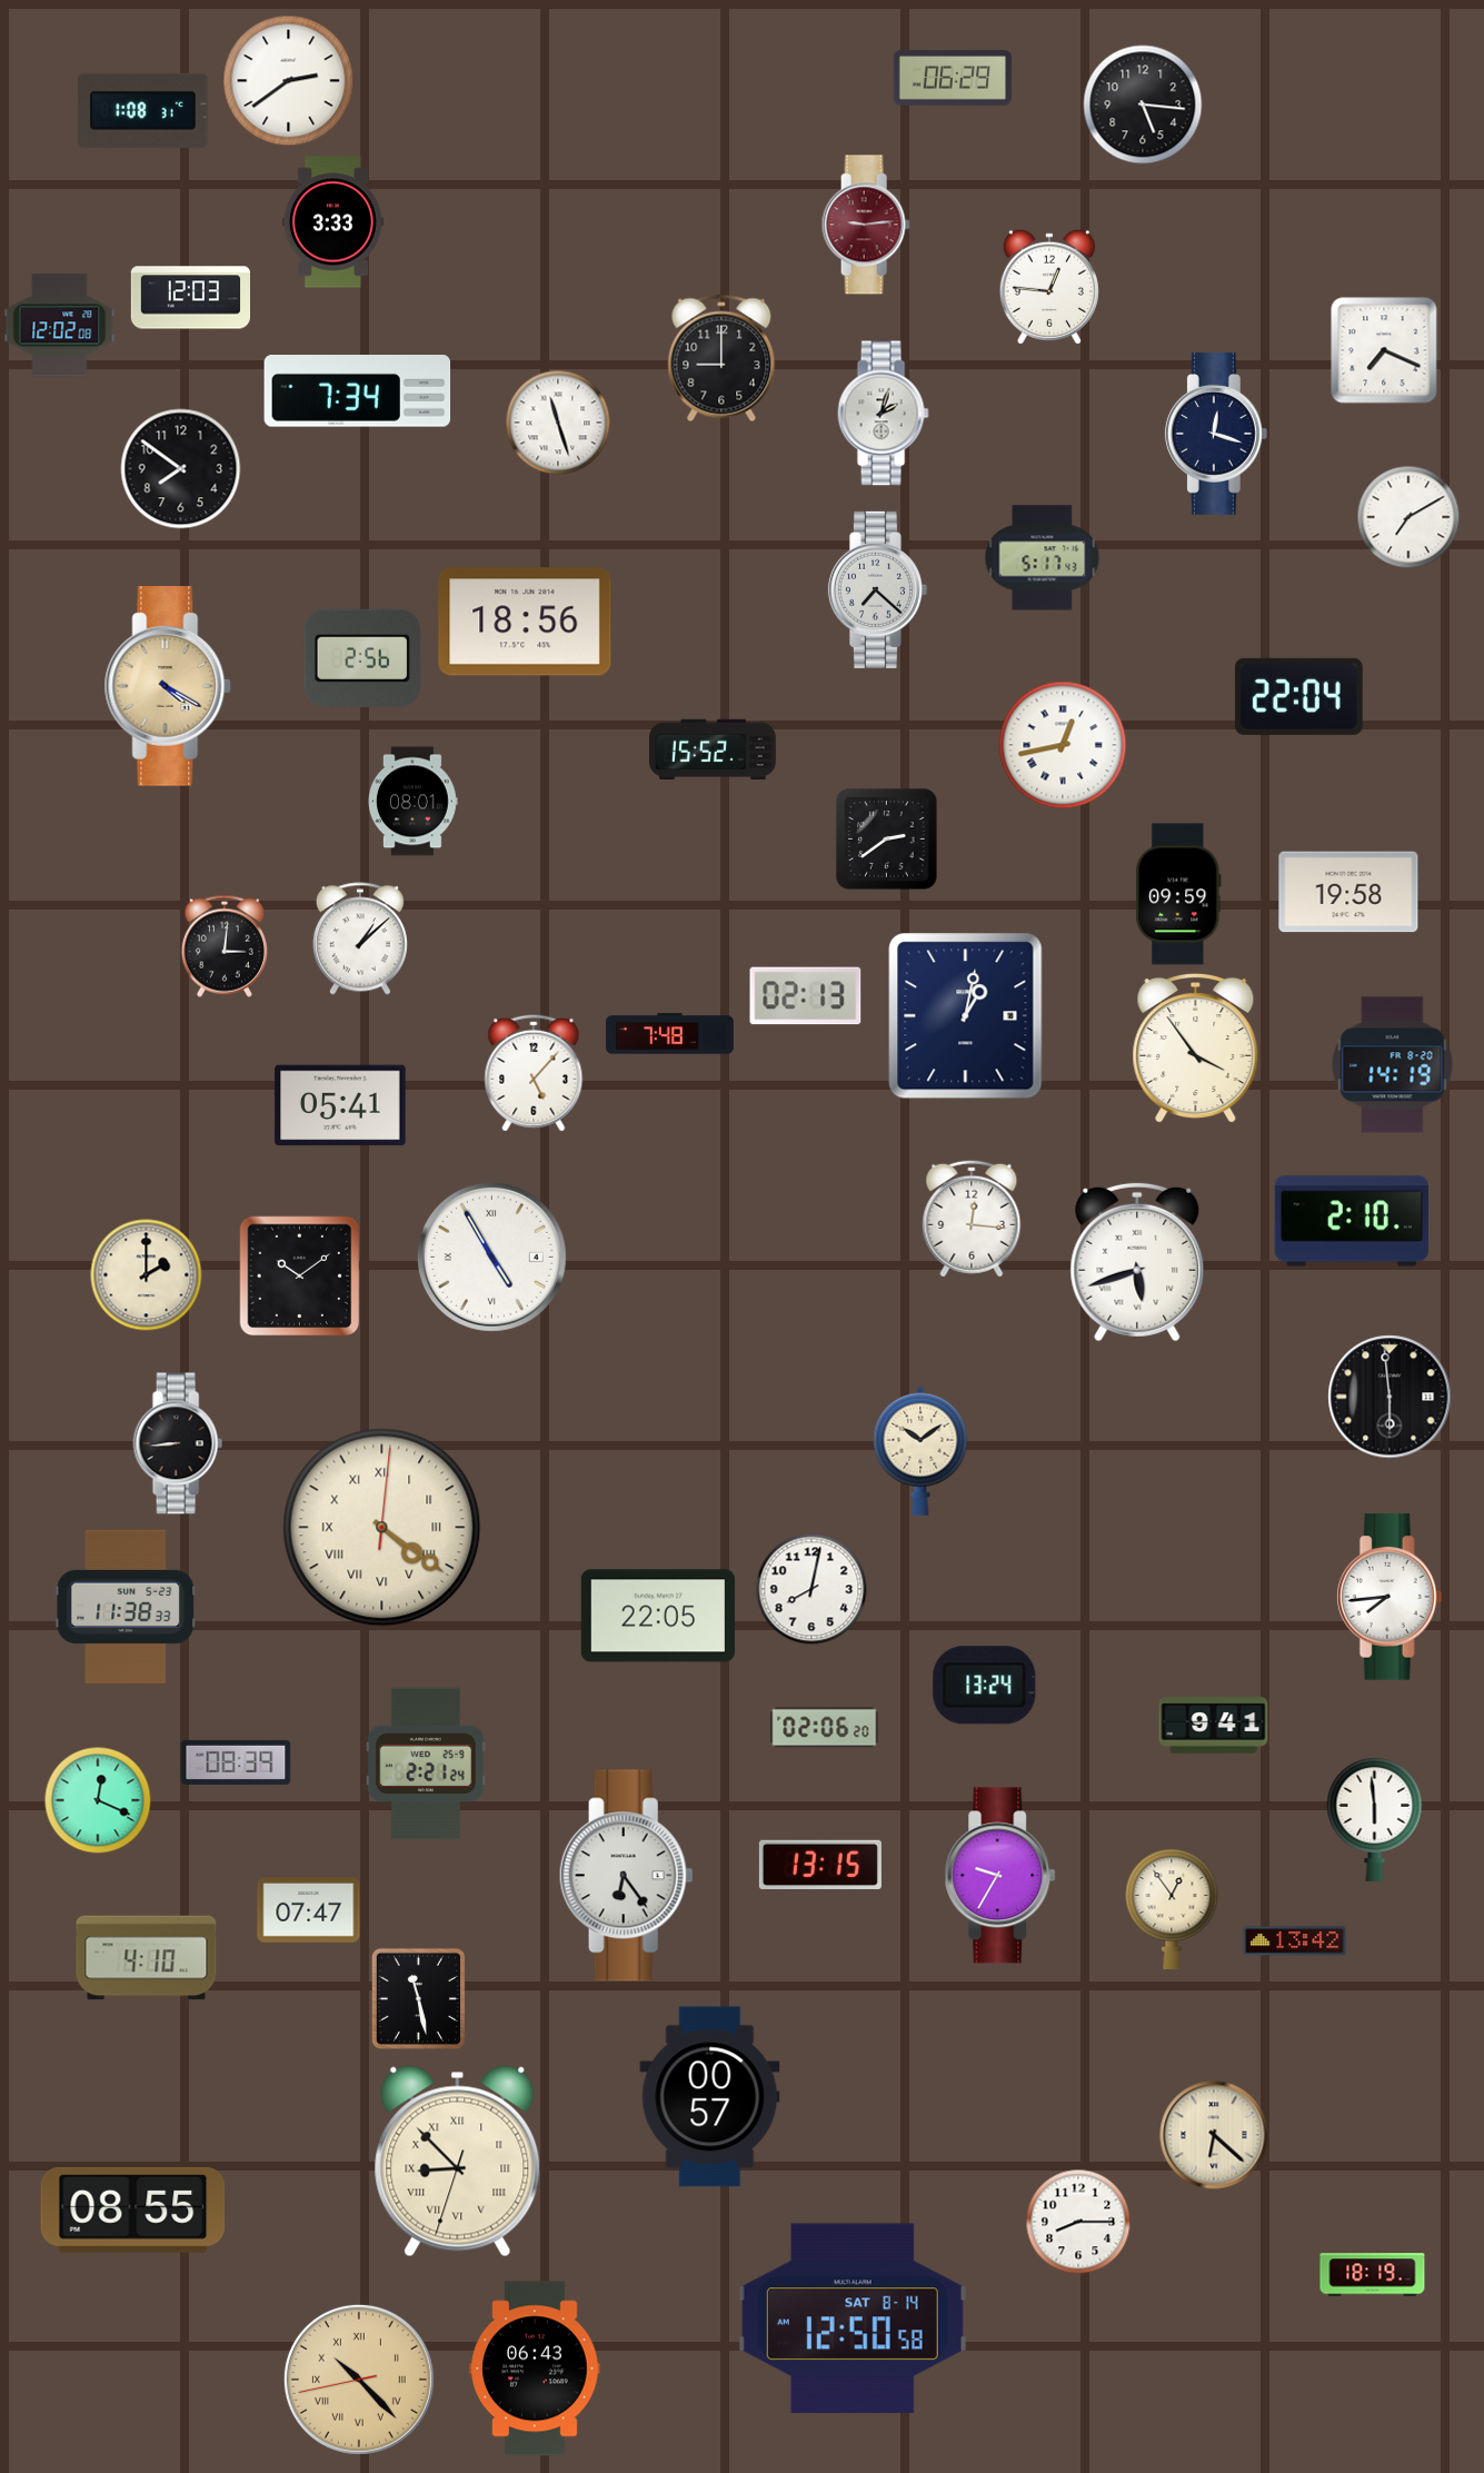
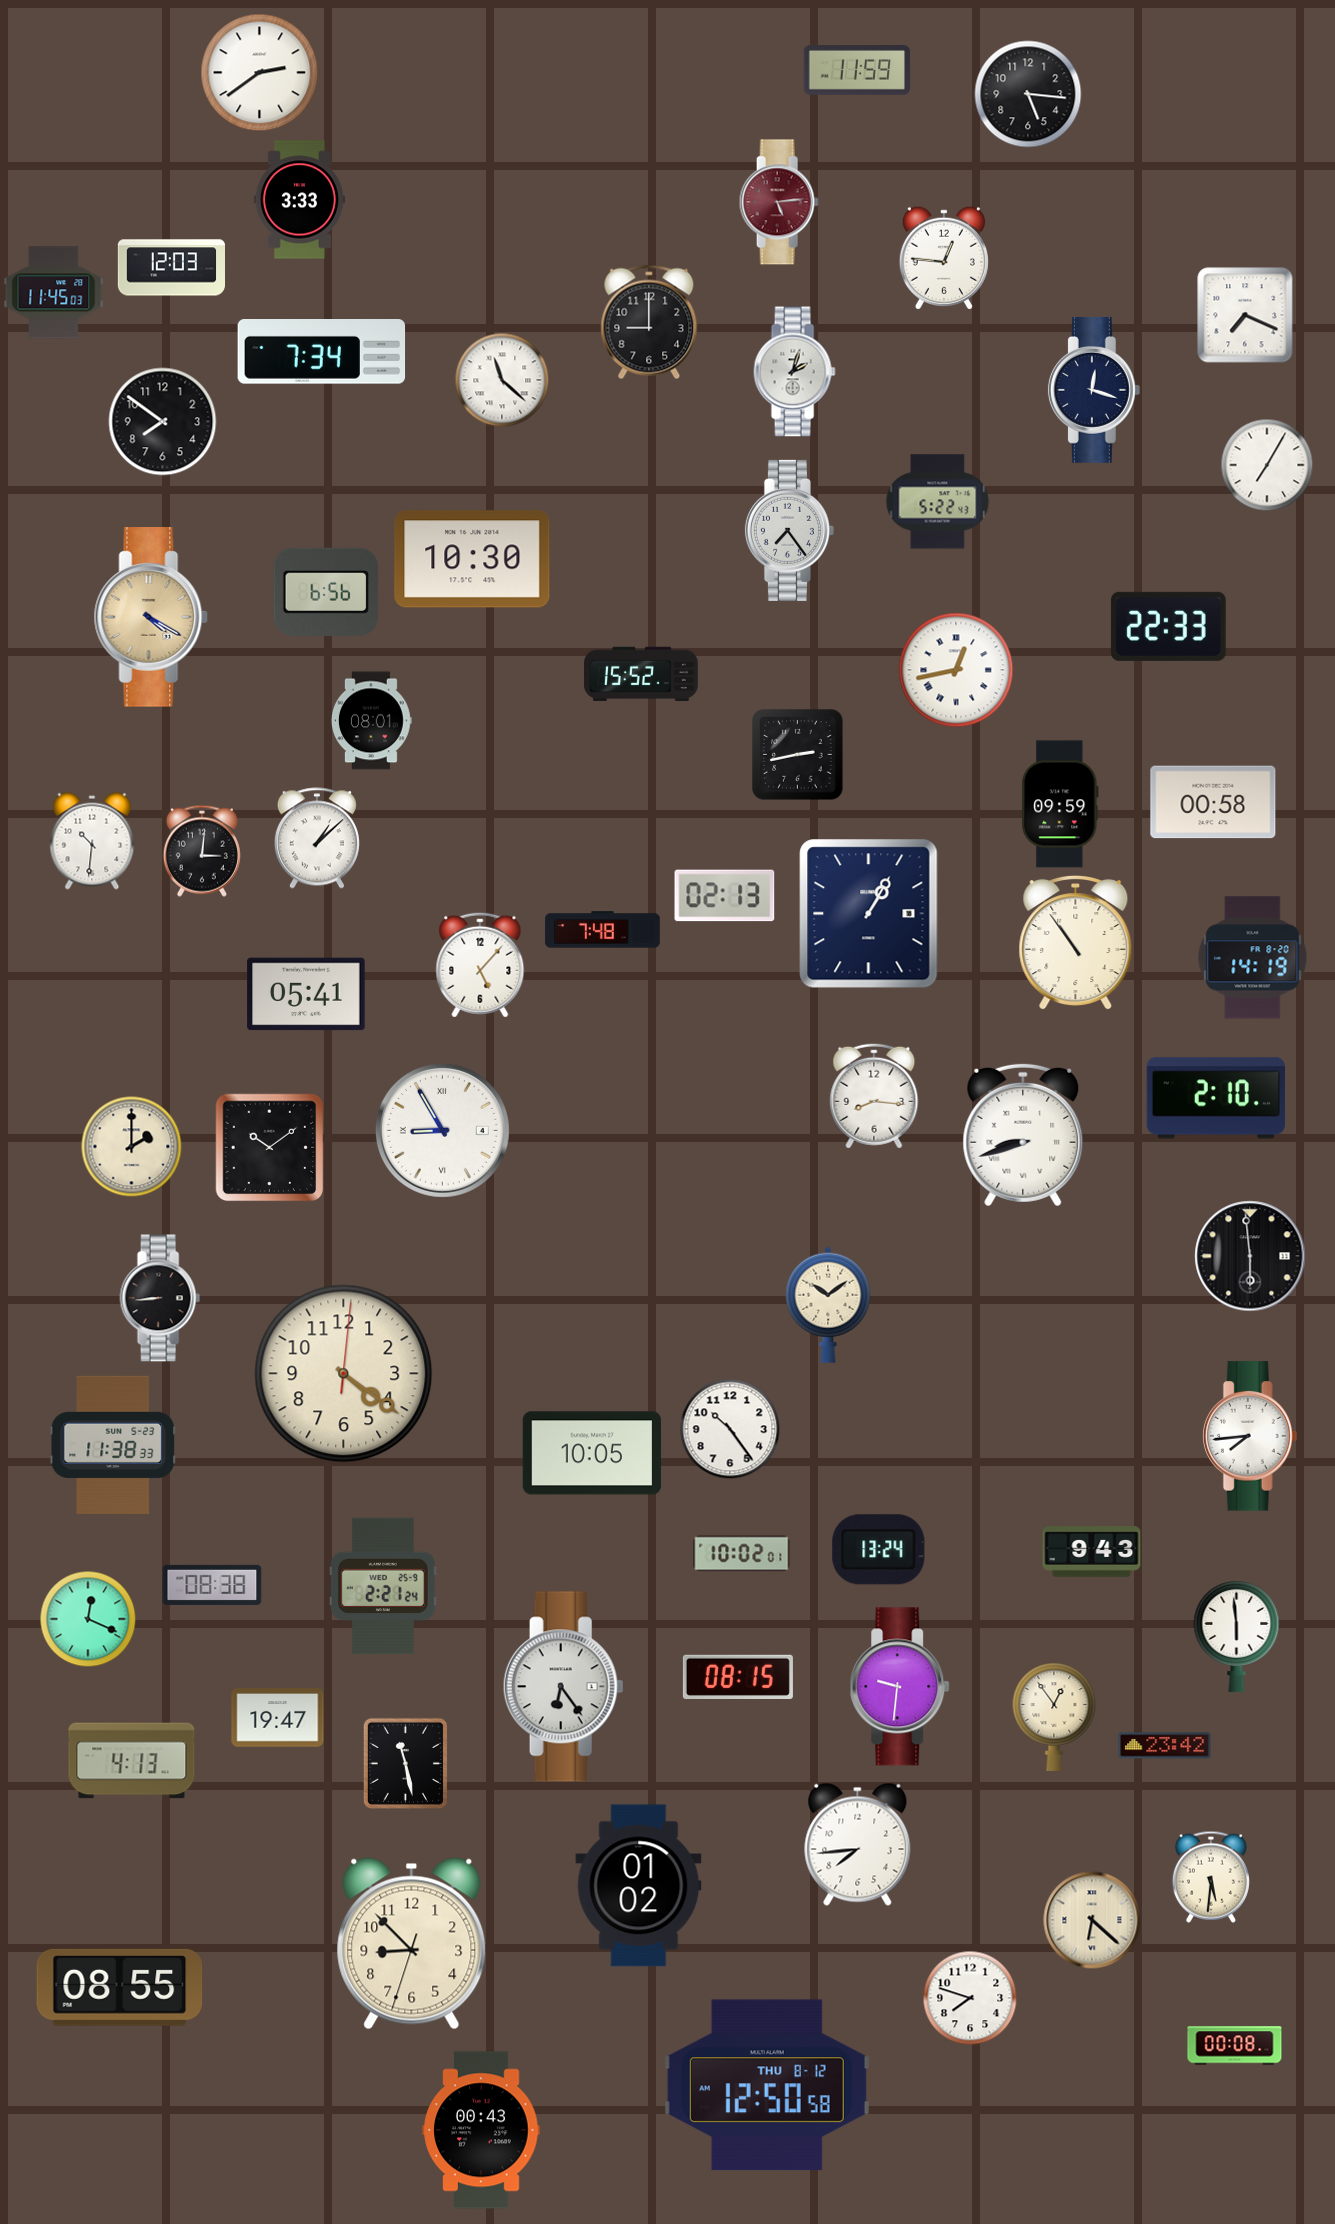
clock at (953, 79): 06:29 -> 11:59
clock at (143, 110): 1:08 -> none
clock at (866, 225): 9:14 -> 5:14
clock at (60, 326): 12:02 -> 11:45
clock at (558, 423): 11:27 -> 11:22
clock at (1408, 517): 7:10 -> 7:05
clock at (1043, 558): 5:17 -> 5:22
clock at (877, 589): 7:22 -> 7:24
clock at (525, 622): 18:56 -> 10:30
clock at (362, 658): 2:56 -> 6:56
clock at (1298, 696): 22:04 -> 22:33
clock at (887, 840): 2:39 -> 2:43
clock at (1348, 892): 19:58 -> 00:58
clock at (92, 841): none -> 10:31
clock at (360, 938) position: (360, 938) -> (317, 838)
clock at (966, 1016): 1:02 -> 1:05
clock at (1196, 1049): 3:54 -> 10:54
clock at (972, 1219): 12:16 -> 8:16
clock at (491, 1257): 4:55 -> 8:55
clock at (1137, 1262): 5:42 -> 8:42
clock at (382, 1528) numerals: Roman -> Arabic
clock at (811, 1589): 8:02 -> 10:24
clock at (658, 1616): 22:05 -> 10:05
clock at (985, 1686) position: (985, 1686) -> (879, 1550)
clock at (1214, 1726): 9:41 -> 9:43
clock at (825, 1728): 02:06 -> 10:02
clock at (236, 1762): 08:39 -> 08:38
clock at (820, 1864): 13:15 -> 08:15
clock at (1000, 1876): 9:35 -> 9:31
clock at (309, 1910): 07:47 -> 19:47
clock at (1295, 1941): 13:42 -> 23:42
clock at (147, 1958): 4:10 -> 4:13
clock at (418, 1998) position: (418, 1998) -> (405, 1763)
clock at (858, 1844): none -> 7:44
clock at (1211, 1877): none -> 5:31
clock at (710, 2097): 00:57 -> 01:02
clock at (458, 2162) numerals: Roman -> Arabic
clock at (1078, 2222): 8:15 -> 7:48
clock at (1373, 2275): 18:19 -> 00:08
clock at (853, 2318) date: SAT 8-14 -> THU 8-12
clock at (535, 2368): 06:43 -> 00:43
clock at (359, 2380): 10:22 -> none
